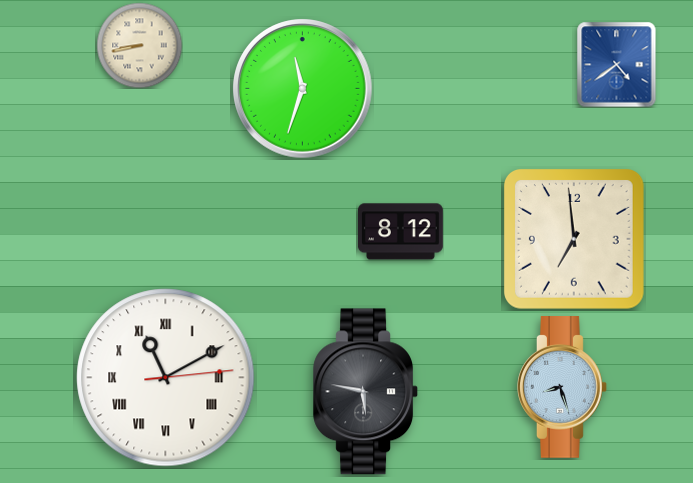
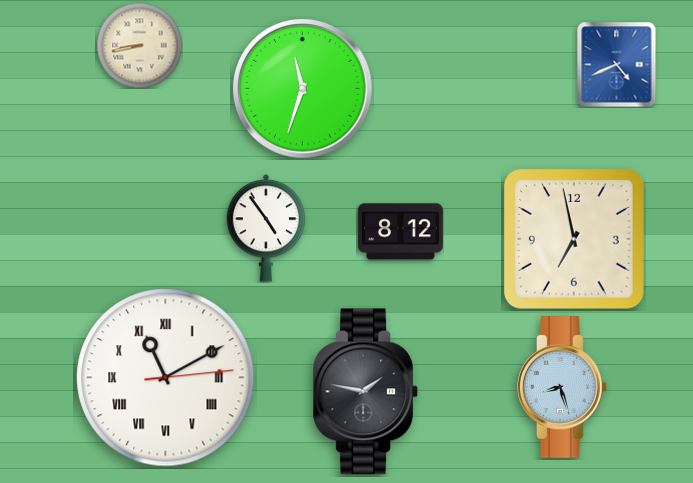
clock at (617, 64): 4:39 -> 4:41
clock at (265, 228): none -> 4:54
clock at (575, 240): 6:59 -> 6:58
clock at (366, 392): 5:47 -> 1:47
